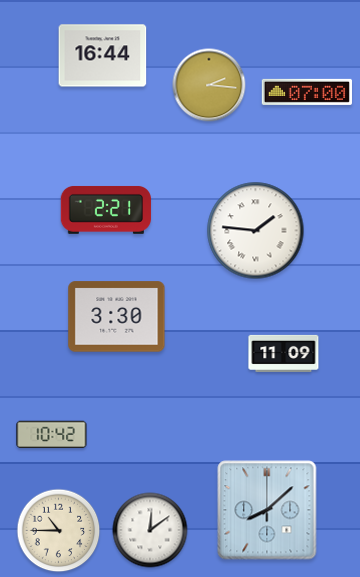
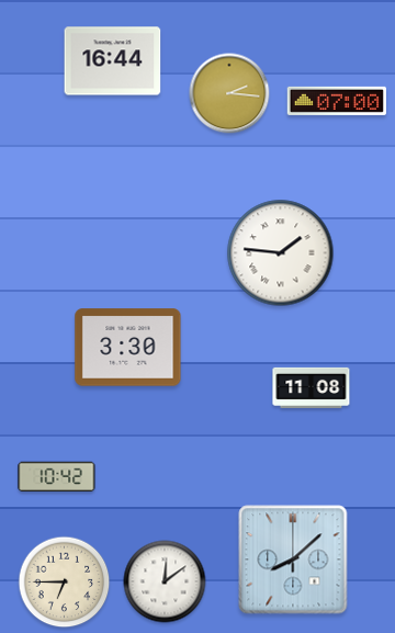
clock at (106, 210): 2:21 -> none
clock at (284, 353): 11:09 -> 11:08
clock at (59, 531): 10:45 -> 6:45
